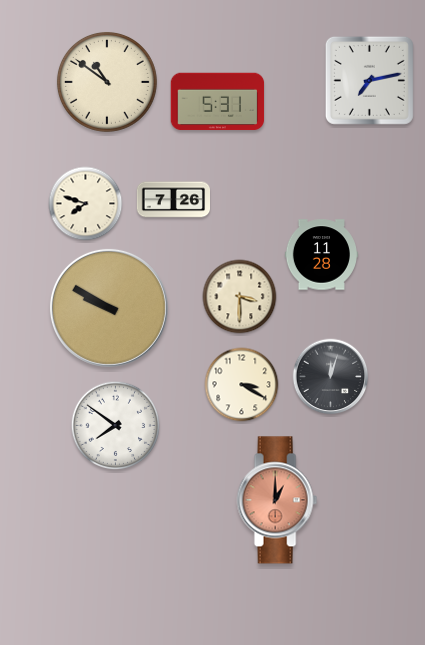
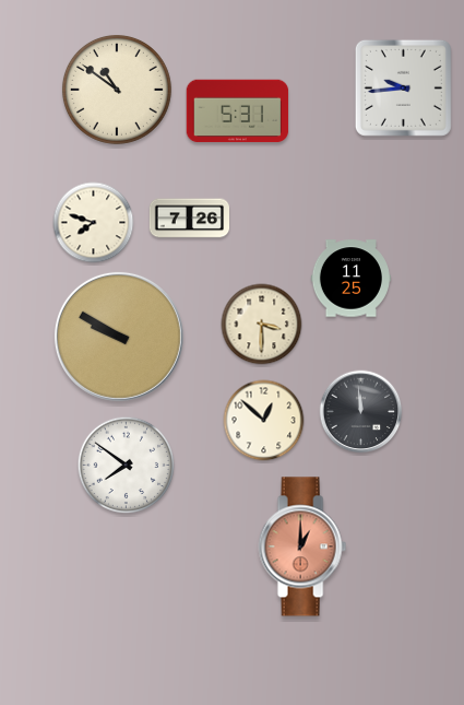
clock at (369, 80): 7:13 -> 9:44
clock at (321, 255): 11:28 -> 11:25
clock at (331, 377): 12:03 -> 11:59
clock at (242, 385): 3:20 -> 12:52
